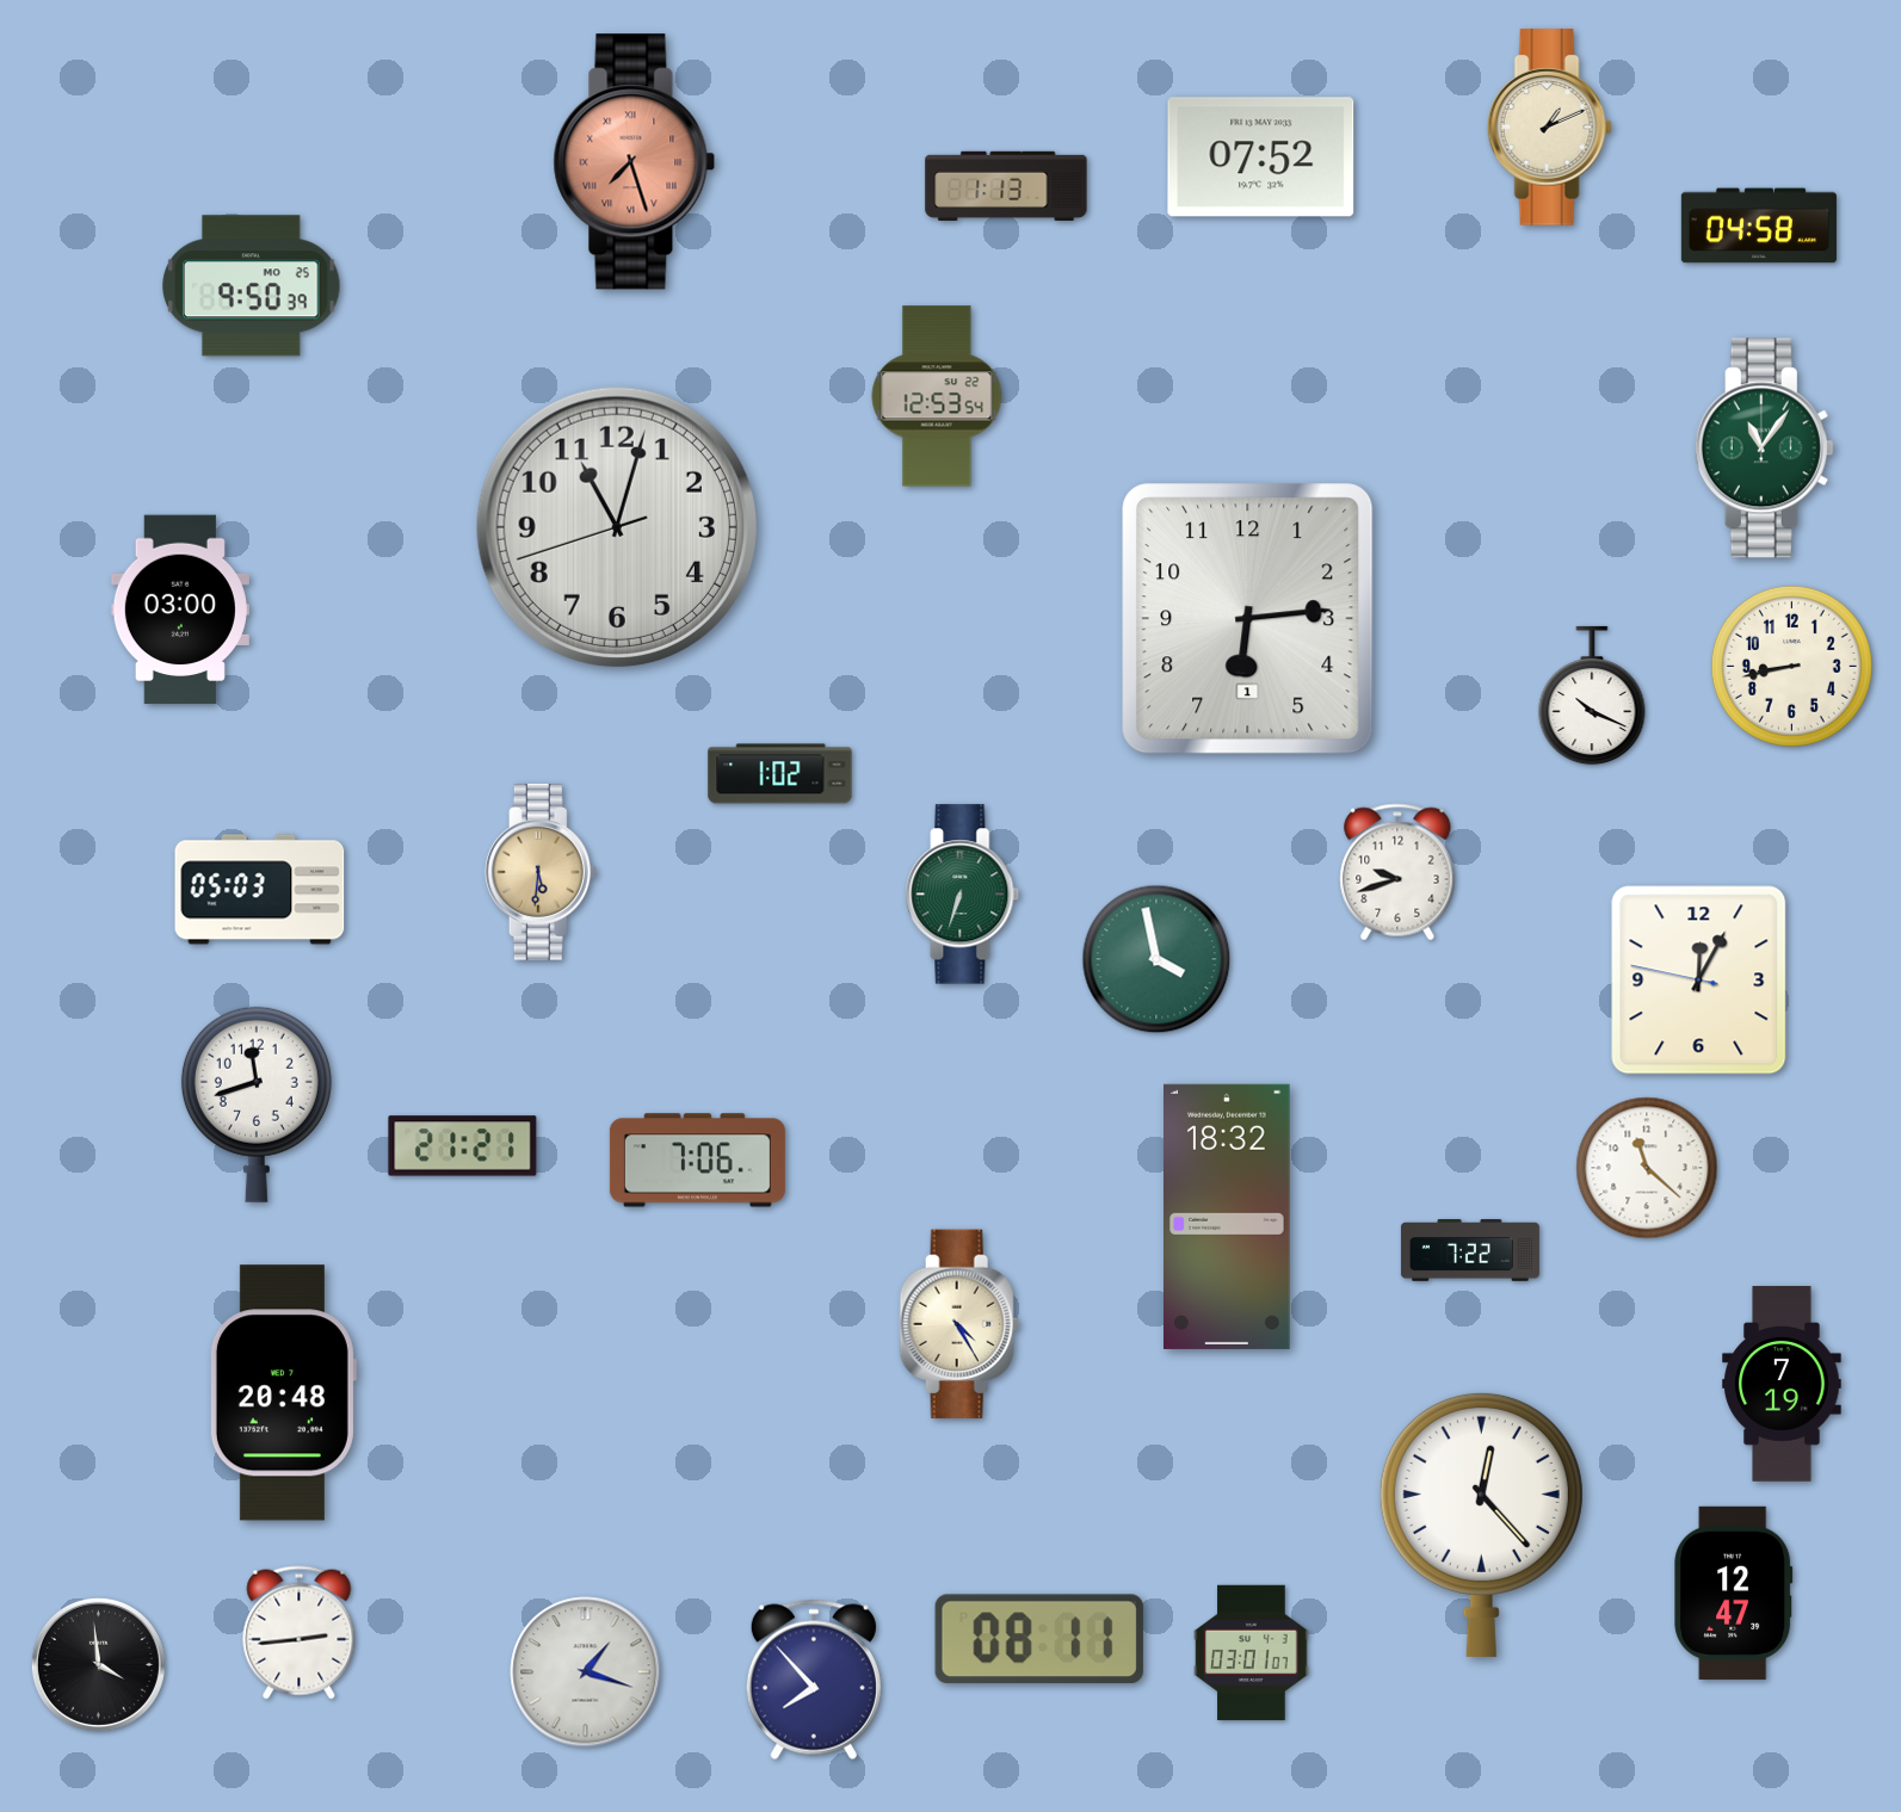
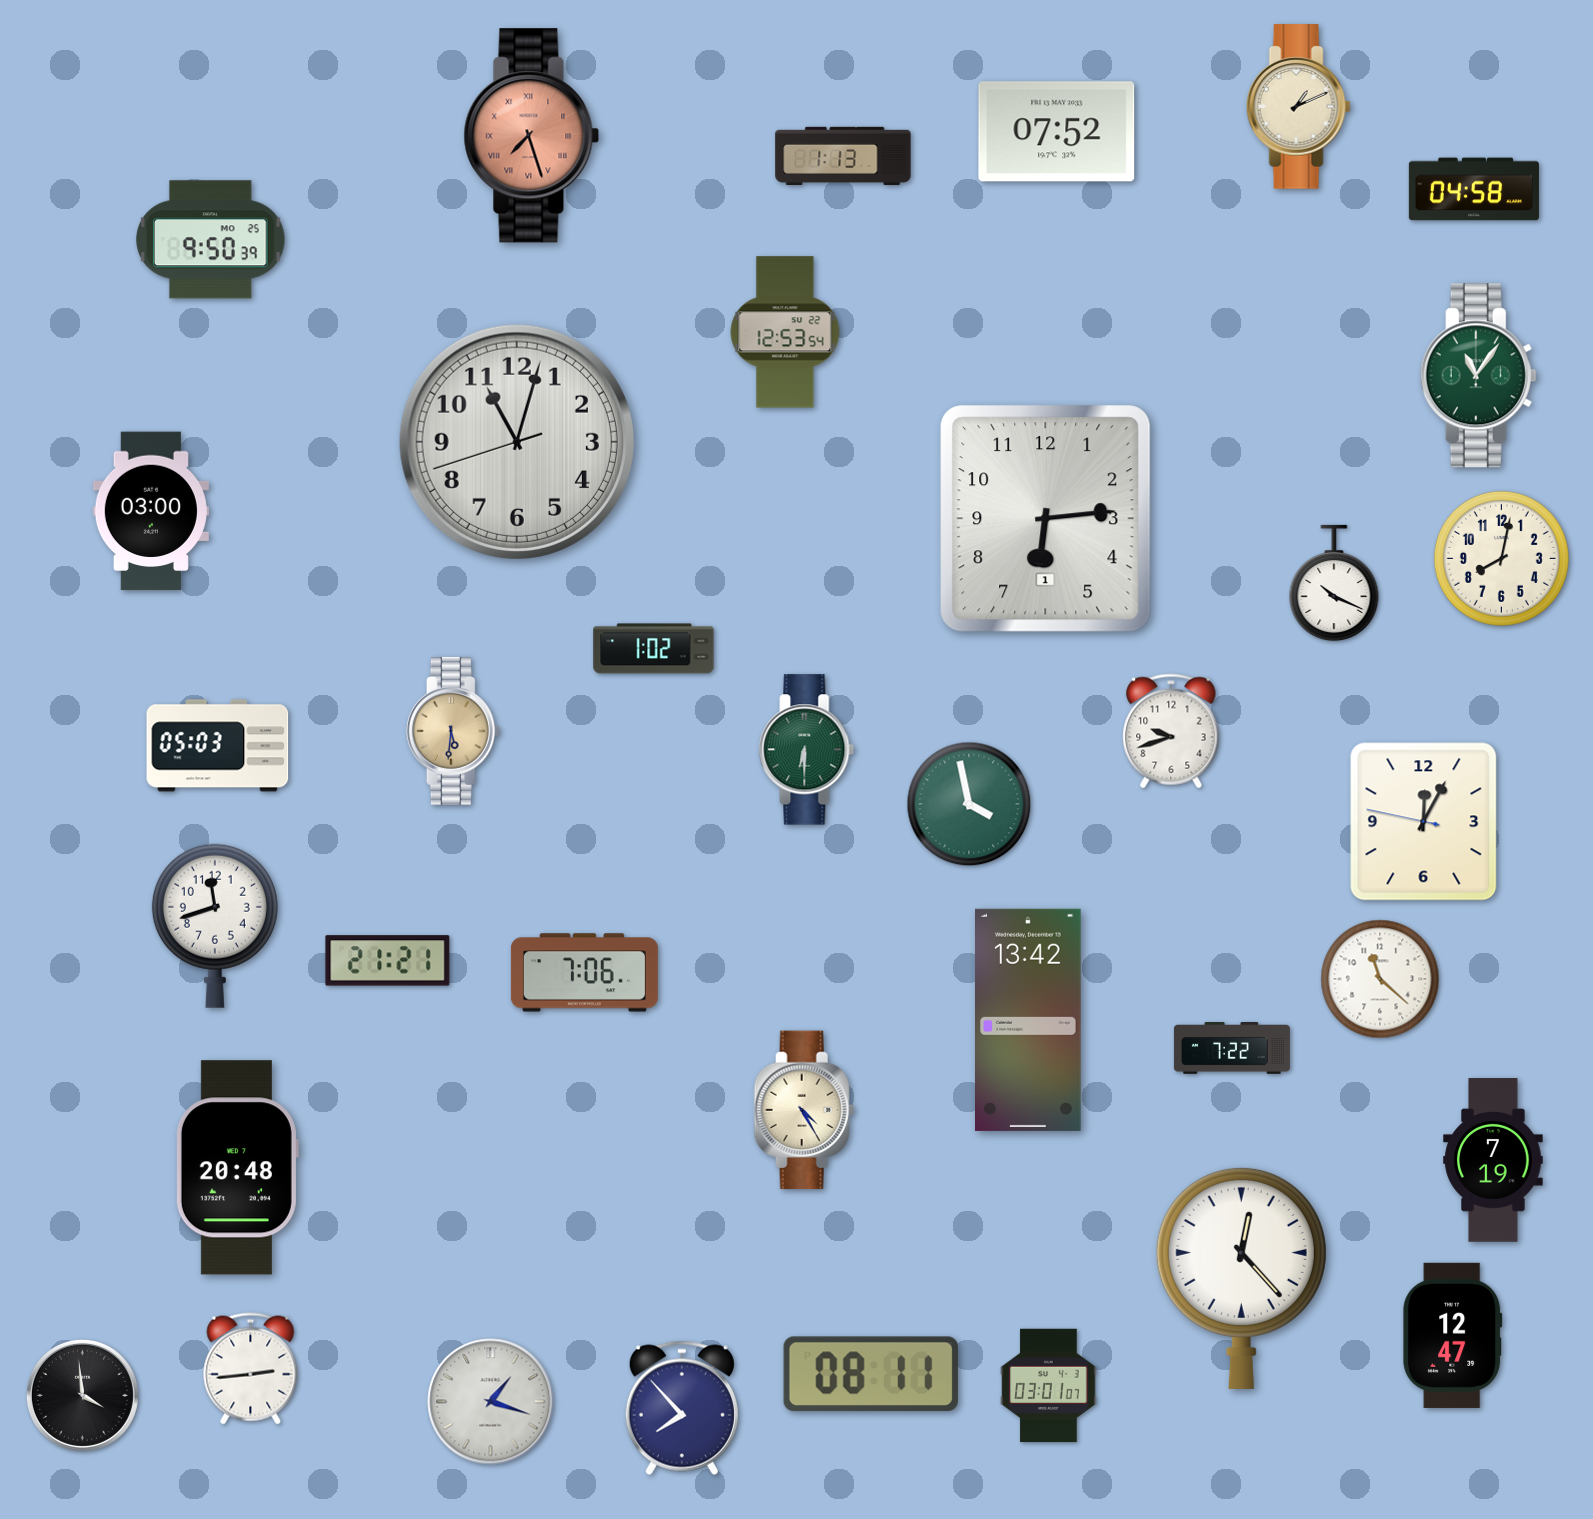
clock at (1791, 666): 8:43 -> 8:02
clock at (963, 895): 6:33 -> 6:30
clock at (1227, 1217): 18:32 -> 13:42
